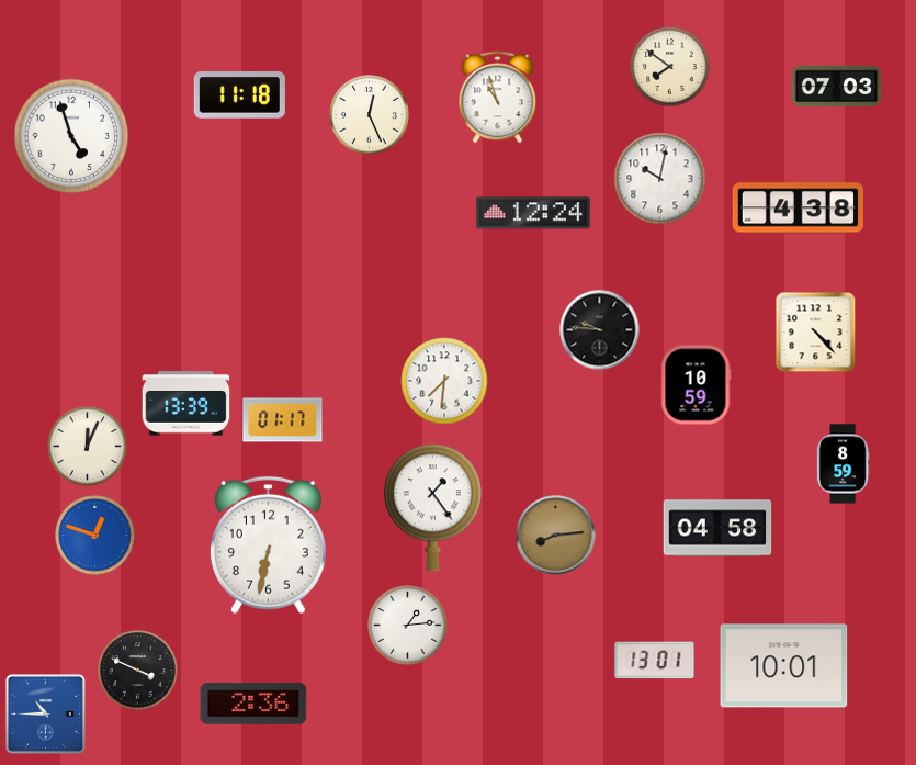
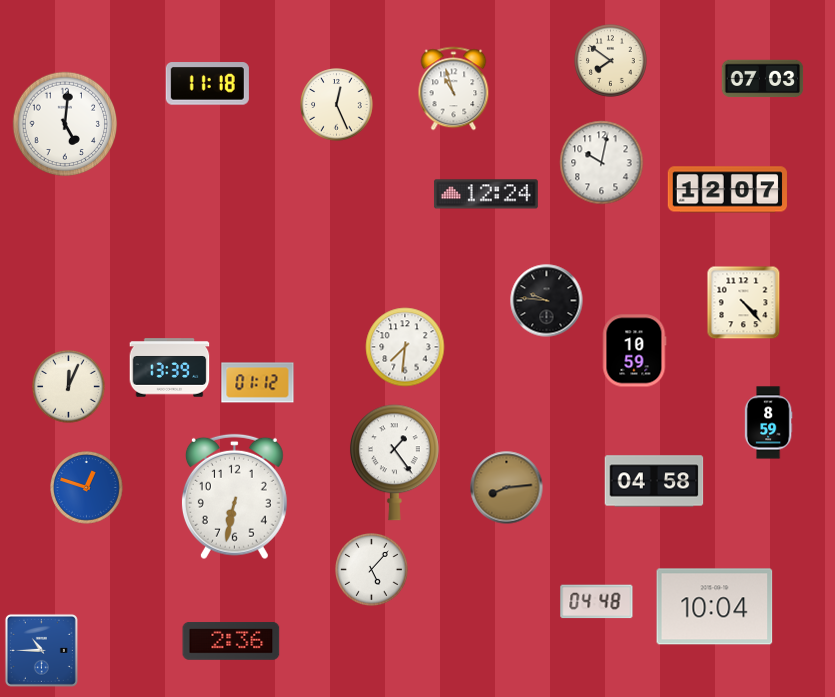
clock at (239, 95) position: (239, 95) -> (207, 84)
clock at (71, 136): 4:57 -> 5:01
clock at (798, 209): 4:38 -> 12:07
clock at (283, 420): 01:17 -> 01:12
clock at (88, 447) position: (88, 447) -> (69, 387)
clock at (268, 545) position: (268, 545) -> (234, 497)
clock at (408, 626): 1:14 -> 5:07
clock at (655, 661): 13:01 -> 04:48
clock at (784, 666): 10:01 -> 10:04
clock at (138, 671): 3:49 -> none
